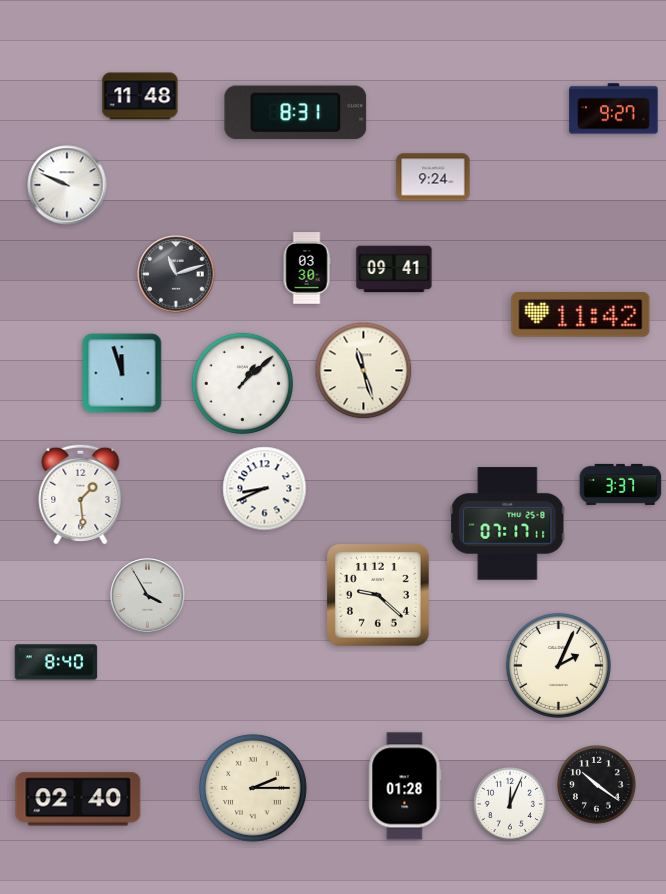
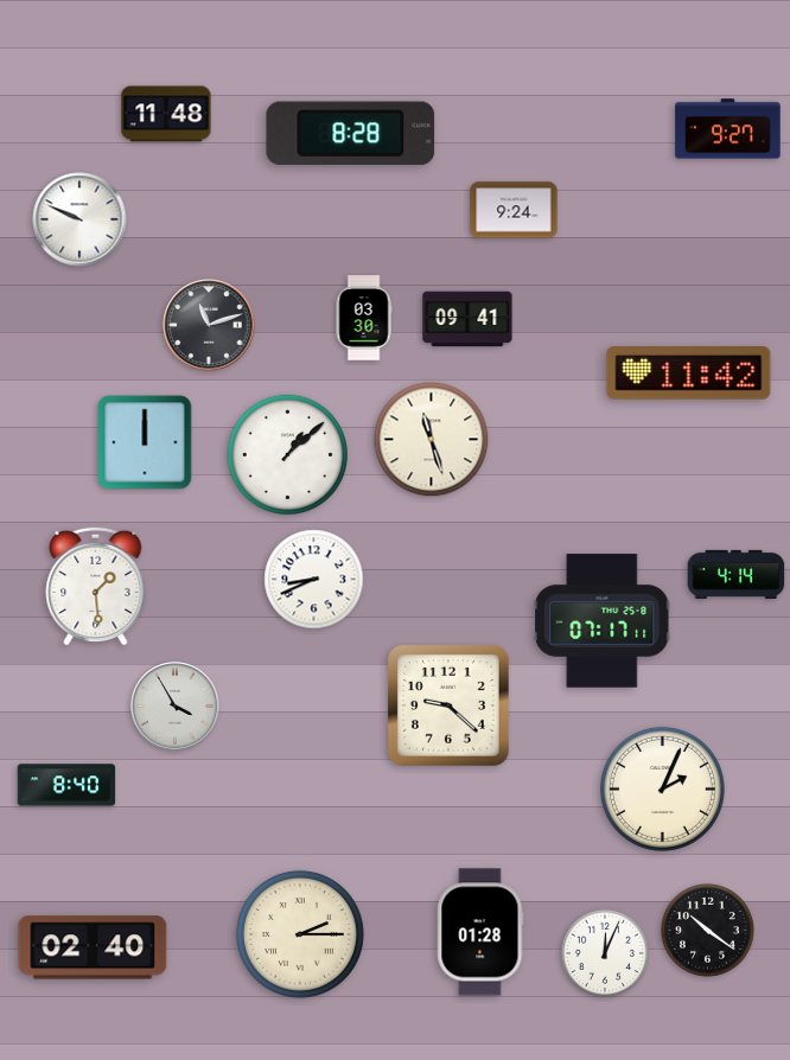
clock at (296, 113): 8:31 -> 8:28
clock at (122, 373): 11:57 -> 12:00
clock at (621, 484): 3:37 -> 4:14
